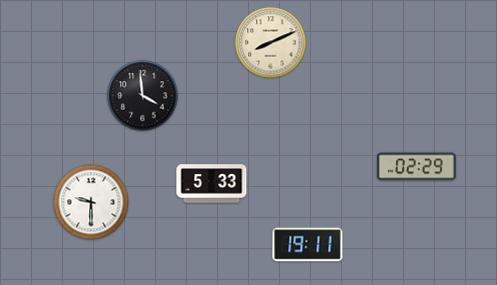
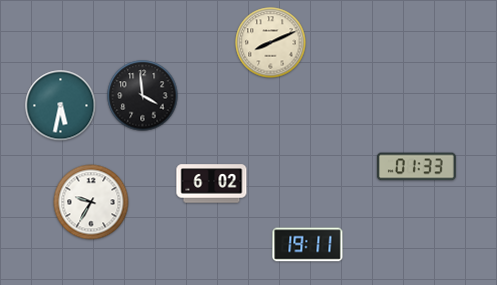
clock at (61, 106): none -> 5:32
clock at (416, 167): 02:29 -> 01:33
clock at (212, 184): 5:33 -> 6:02
clock at (91, 202): 9:30 -> 9:35
